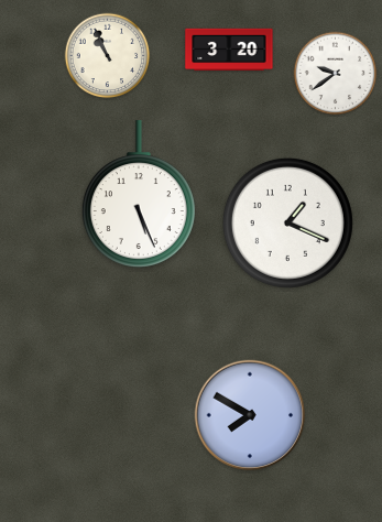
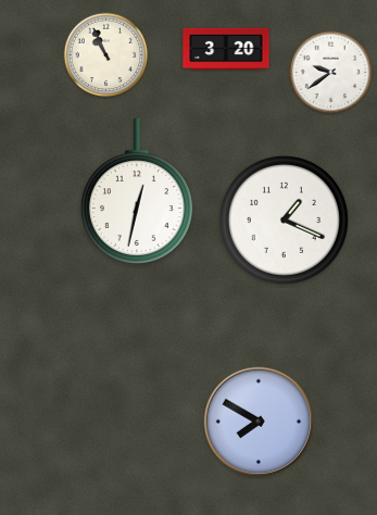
clock at (139, 194): 5:26 -> 12:32
clock at (250, 415) position: (250, 415) -> (259, 422)
